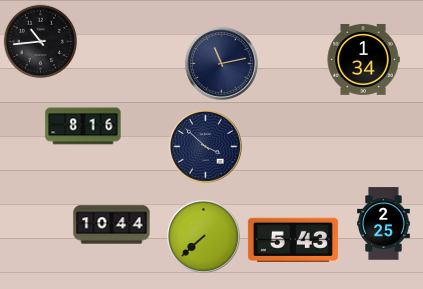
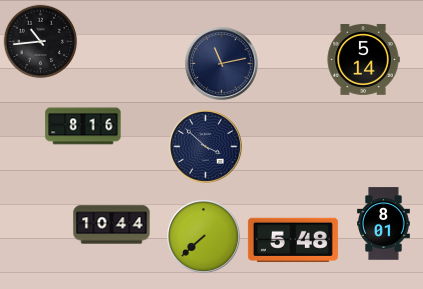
clock at (363, 59): 1:34 -> 5:14
clock at (384, 224): 2:25 -> 8:01
clock at (293, 240): 5:43 -> 5:48
